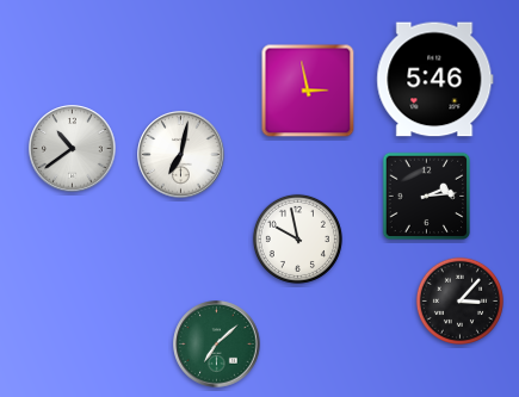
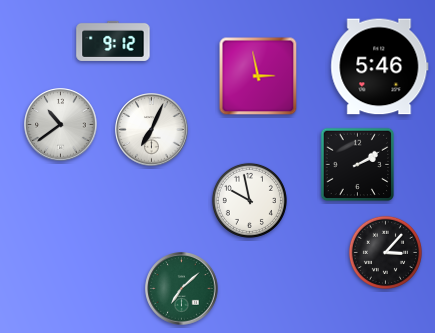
clock at (113, 41): none -> 9:12
clock at (435, 80) position: (435, 80) -> (380, 67)
clock at (181, 155): 7:02 -> 7:04
clock at (427, 197): 2:14 -> 2:10
